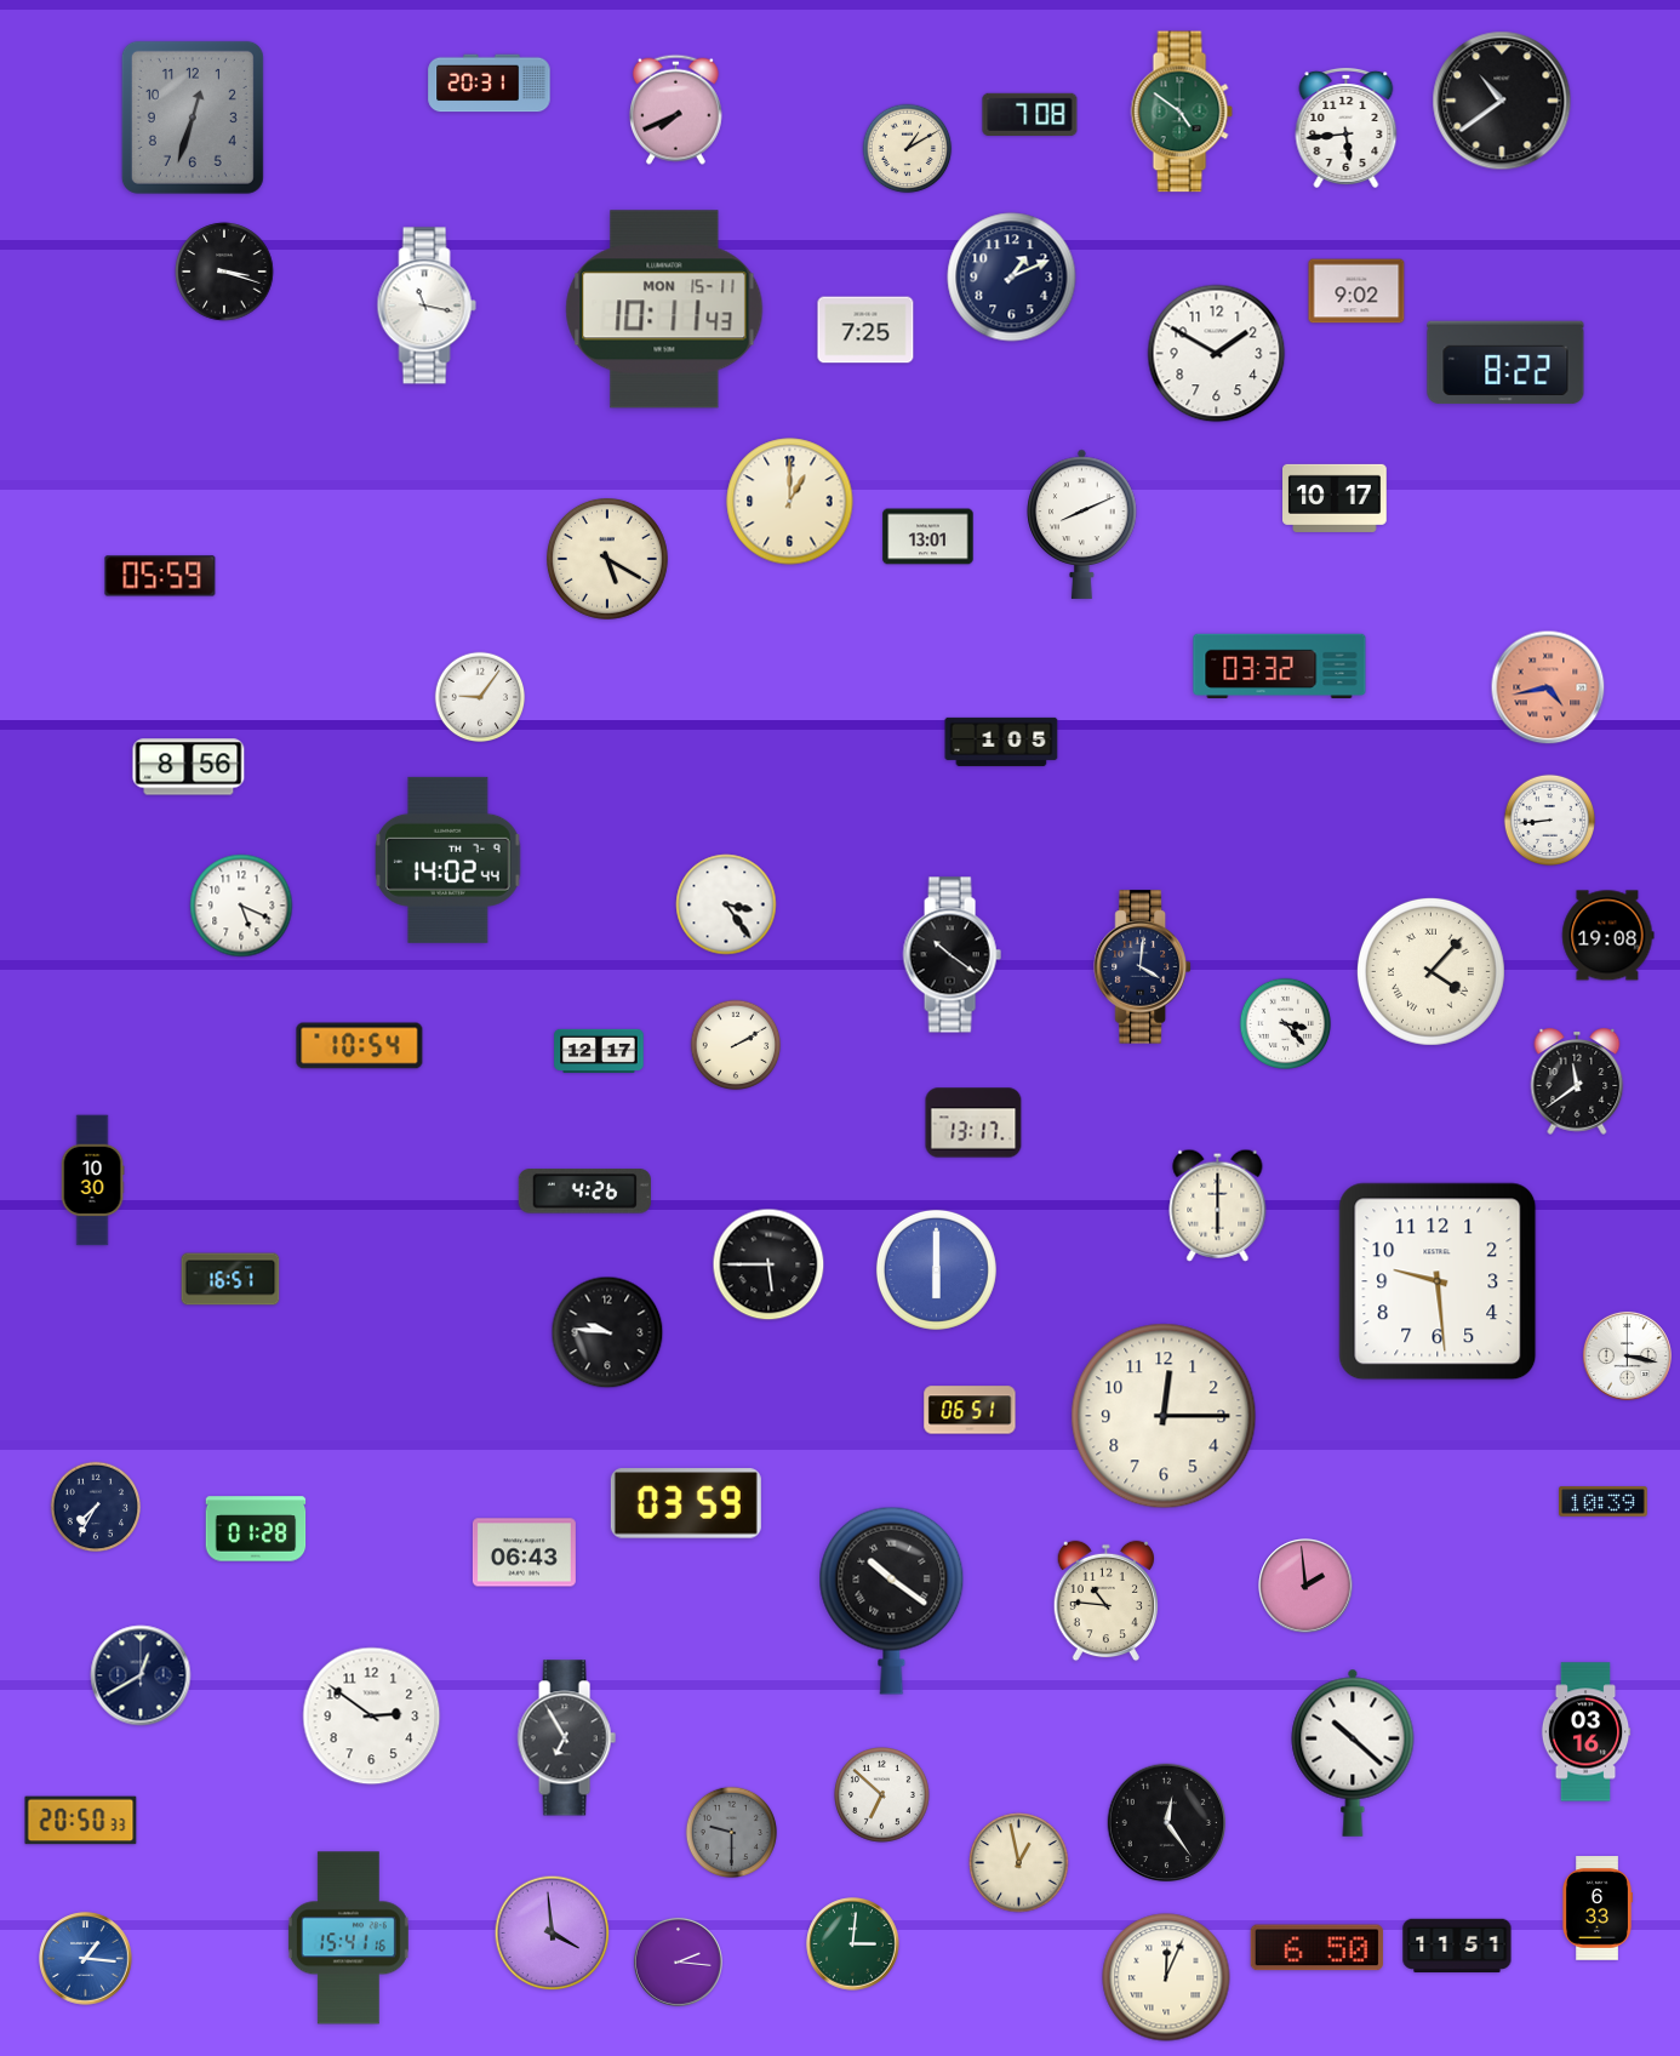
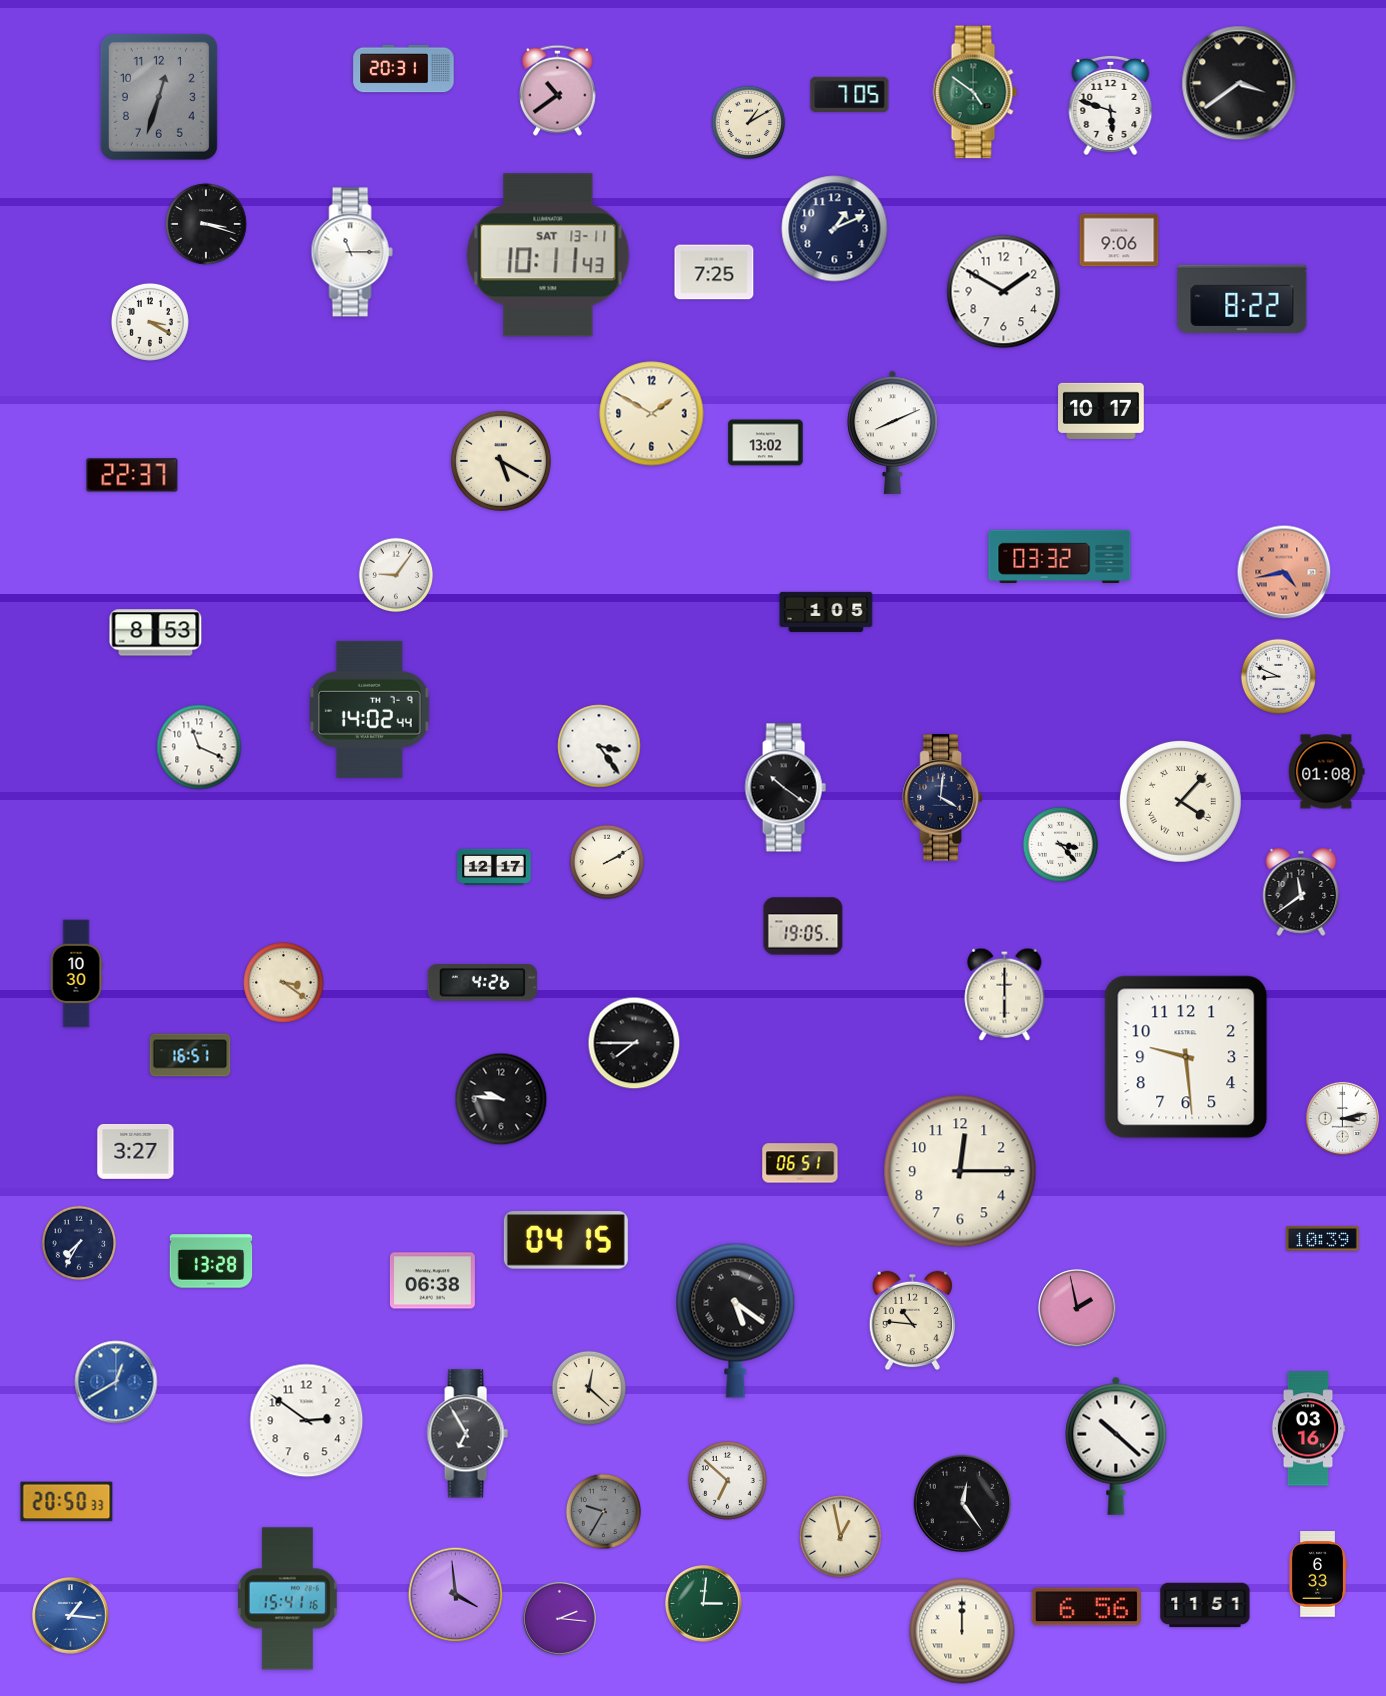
clock at (1502, 101): 10:39 -> 3:39
clock at (675, 109): 7:41 -> 10:39
clock at (1030, 114): 7:08 -> 7:05
clock at (1347, 127): 5:44 -> 5:48
clock at (224, 272) position: (224, 272) -> (206, 224)
clock at (1356, 291): 9:02 -> 9:06
clock at (427, 305): 11:17 -> 11:15
clock at (664, 309) date: MON 15-11 -> SAT 13-11
clock at (150, 322): none -> 3:20
clock at (790, 502): 1:00 -> 1:50
clock at (928, 537): 13:01 -> 13:02
clock at (160, 576): 05:59 -> 22:37
clock at (1280, 667) position: (1280, 667) -> (1060, 557)
clock at (1548, 687) position: (1548, 687) -> (1284, 572)
clock at (189, 767): 8:56 -> 8:53
clock at (1549, 819): 8:44 -> 8:49
clock at (241, 906): 5:19 -> 11:19
clock at (1608, 936): 19:08 -> 01:08
clock at (360, 1046): 10:54 -> none
clock at (973, 1123): 13:17 -> 19:05
clock at (284, 983): none -> 3:21
clock at (768, 1264): 5:45 -> 7:45
clock at (936, 1269): 6:00 -> none
clock at (1627, 1355): 3:17 -> 3:13
clock at (136, 1151): none -> 3:27
clock at (1164, 1416) position: (1164, 1416) -> (960, 1171)
clock at (686, 1503): 03:59 -> 04:15
clock at (256, 1529): 01:28 -> 13:28
clock at (524, 1553): 06:43 -> 06:38
clock at (1305, 1586): 1:59 -> 1:58
clock at (892, 1600): 10:21 -> 5:21
clock at (141, 1675) dial: navy -> blue
clock at (589, 1388): none -> 12:22
clock at (372, 1717) position: (372, 1717) -> (307, 1421)
clock at (731, 1832): 9:30 -> 9:35
clock at (1457, 1946) position: (1457, 1946) -> (1205, 1605)
clock at (1316, 1948): 6:50 -> 6:56
clock at (1166, 1977): 12:04 -> 12:00
